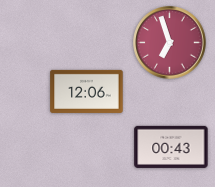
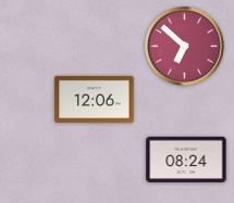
clock at (170, 43): 6:57 -> 6:52
clock at (171, 147): 00:43 -> 08:24
